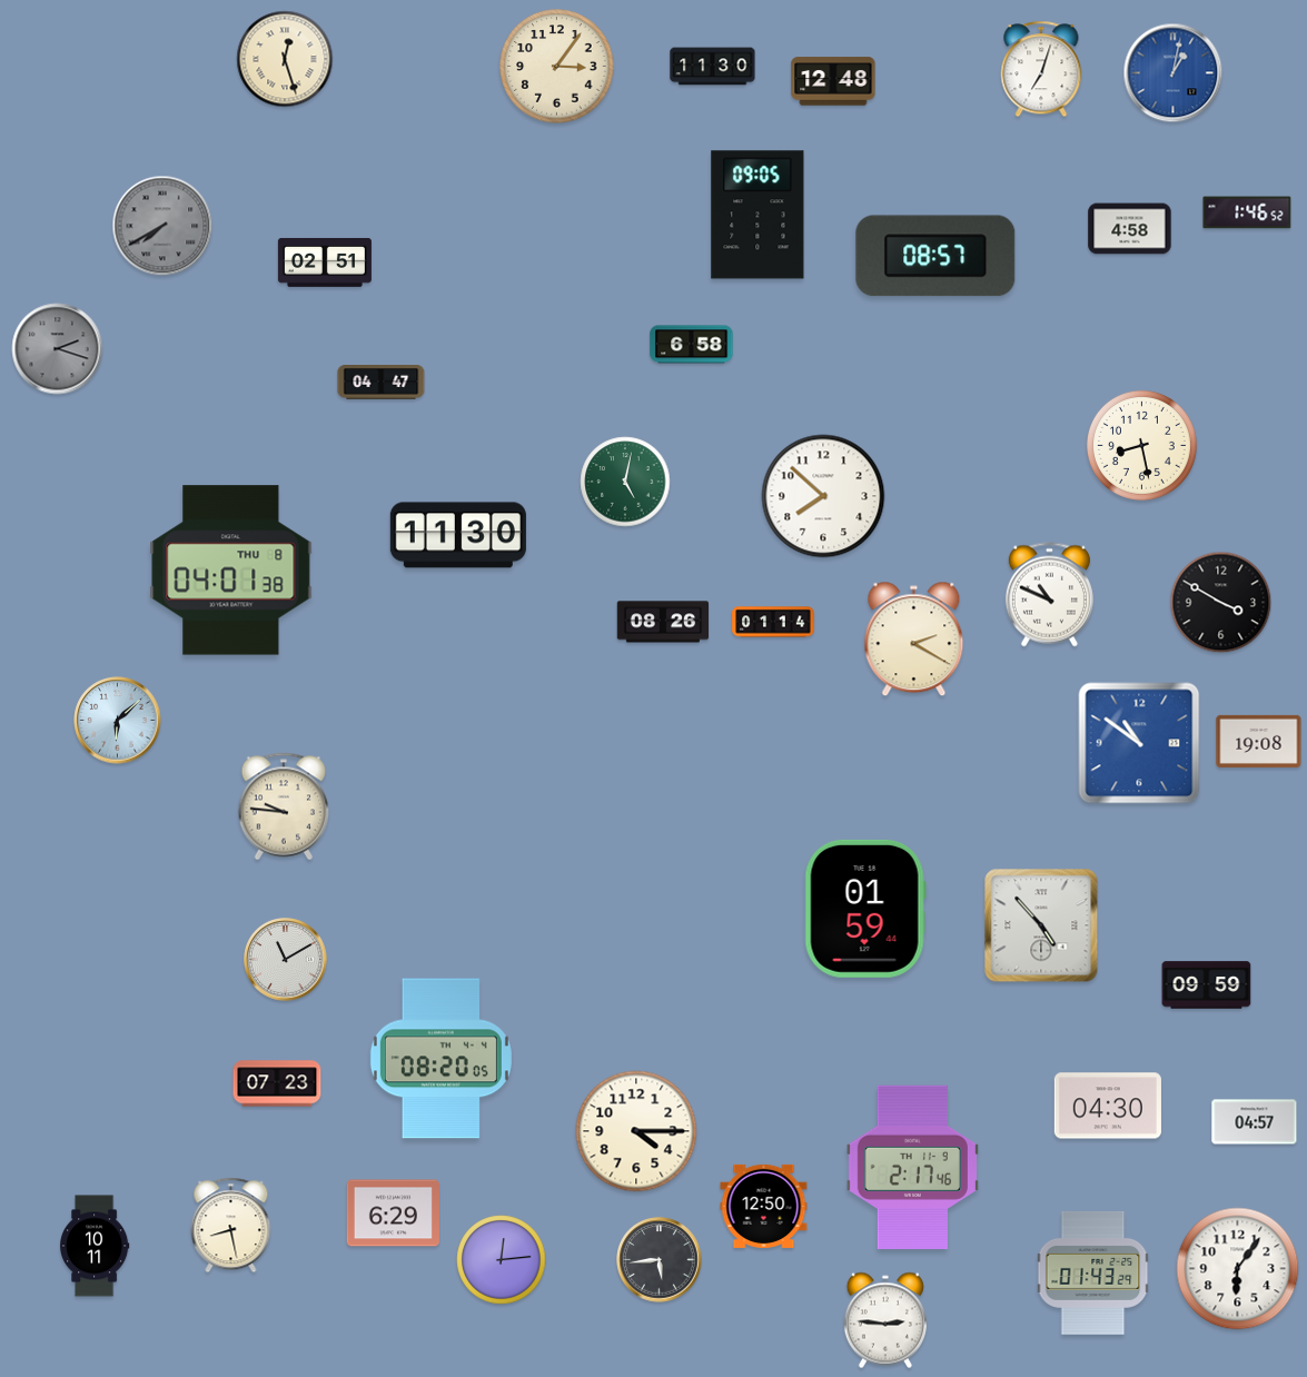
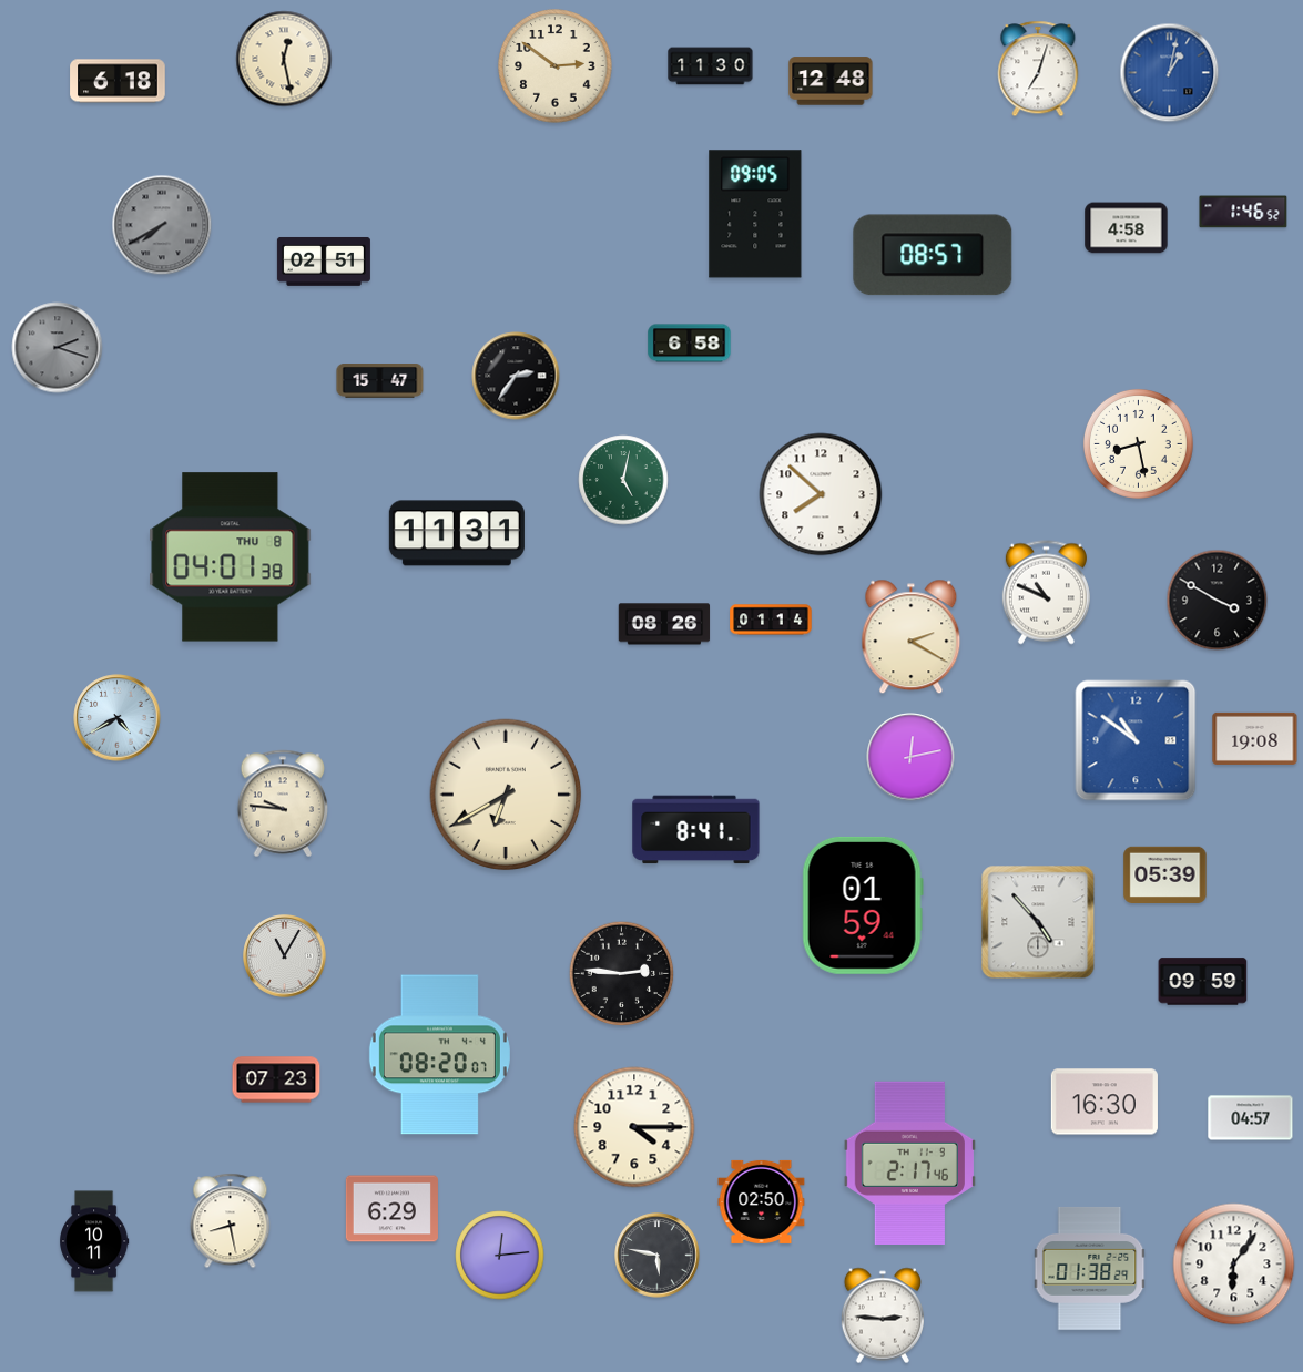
clock at (285, 59): 12:27 -> 12:28
clock at (557, 67): 3:06 -> 2:51
clock at (118, 81): none -> 6:18
clock at (516, 376): none -> 2:36
clock at (382, 383): 04:47 -> 15:47
clock at (458, 535): 11:30 -> 11:31
clock at (231, 571) position: (231, 571) -> (231, 557)
clock at (663, 622) position: (663, 622) -> (664, 624)
clock at (118, 721): 6:08 -> 4:40
clock at (910, 757): none -> 12:13
clock at (506, 795): none -> 6:40
clock at (696, 830): none -> 8:41
clock at (1165, 874): none -> 05:39
clock at (286, 960): 11:10 -> 11:05
clock at (622, 974): none -> 2:46
clock at (440, 1059): 08:20:05 -> 08:20:07
clock at (1108, 1106): 04:30 -> 16:30
clock at (764, 1206): 12:50 -> 02:50
clock at (660, 1260): 5:44 -> 5:47
clock at (1093, 1272): 01:43 -> 01:38
